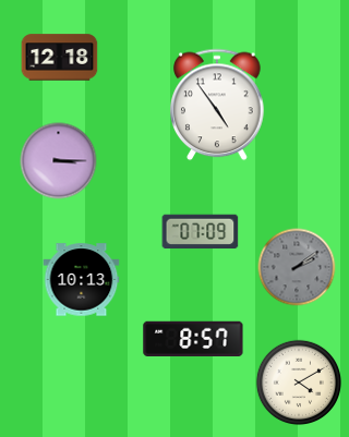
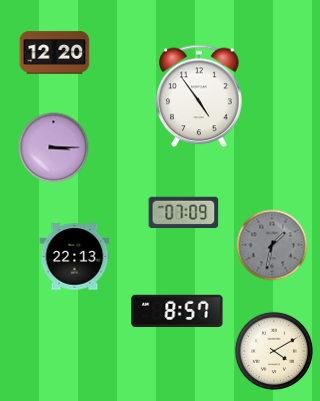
clock at (60, 58): 12:18 -> 12:20
clock at (297, 267): 2:09 -> 1:32
clock at (82, 280): 10:13 -> 22:13
